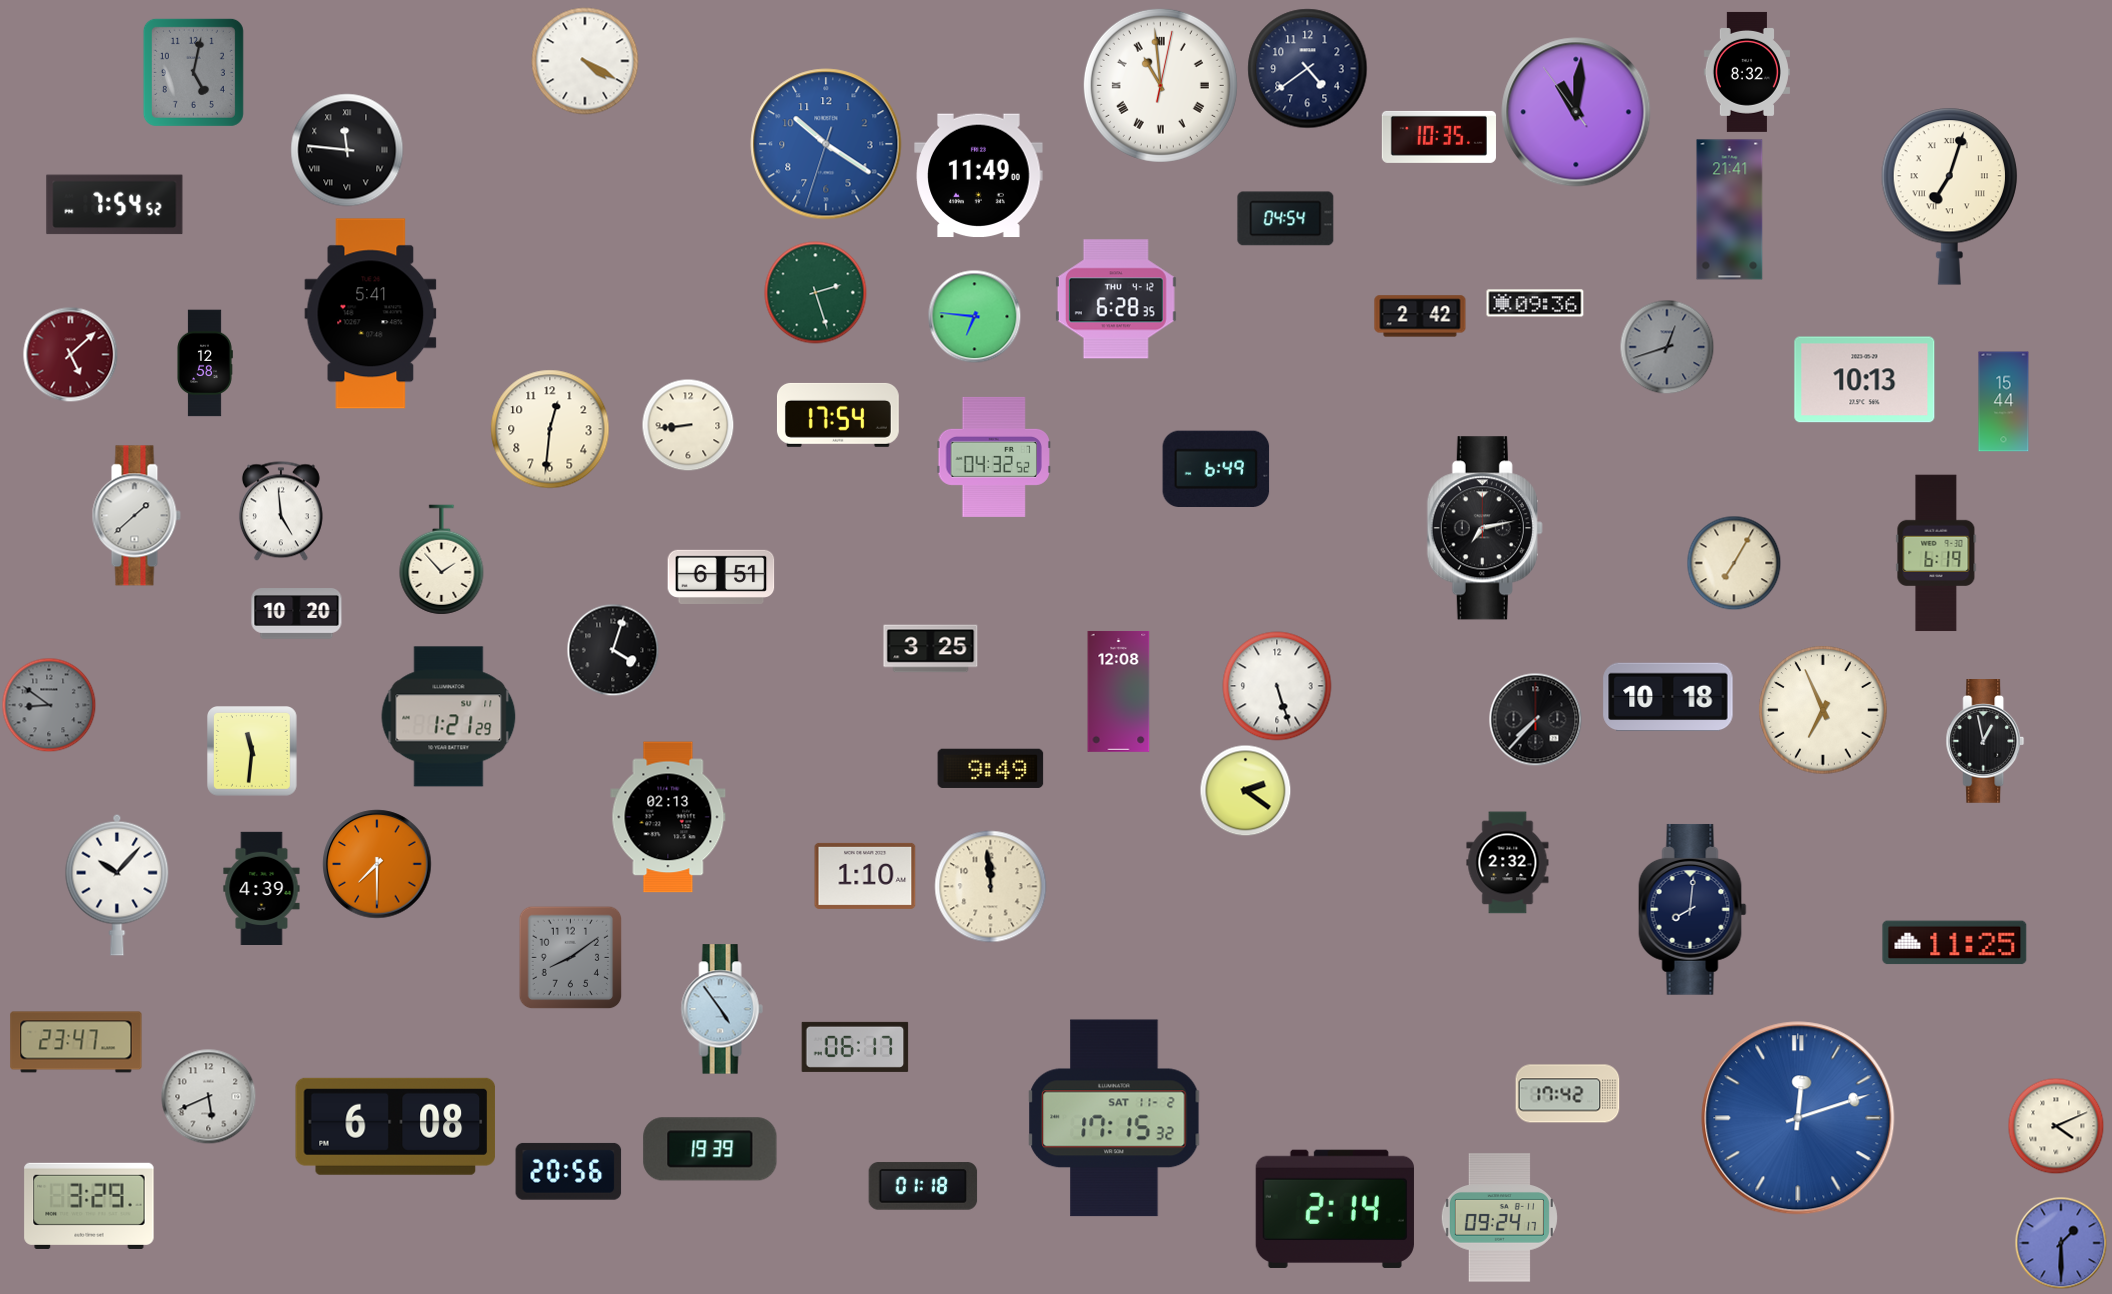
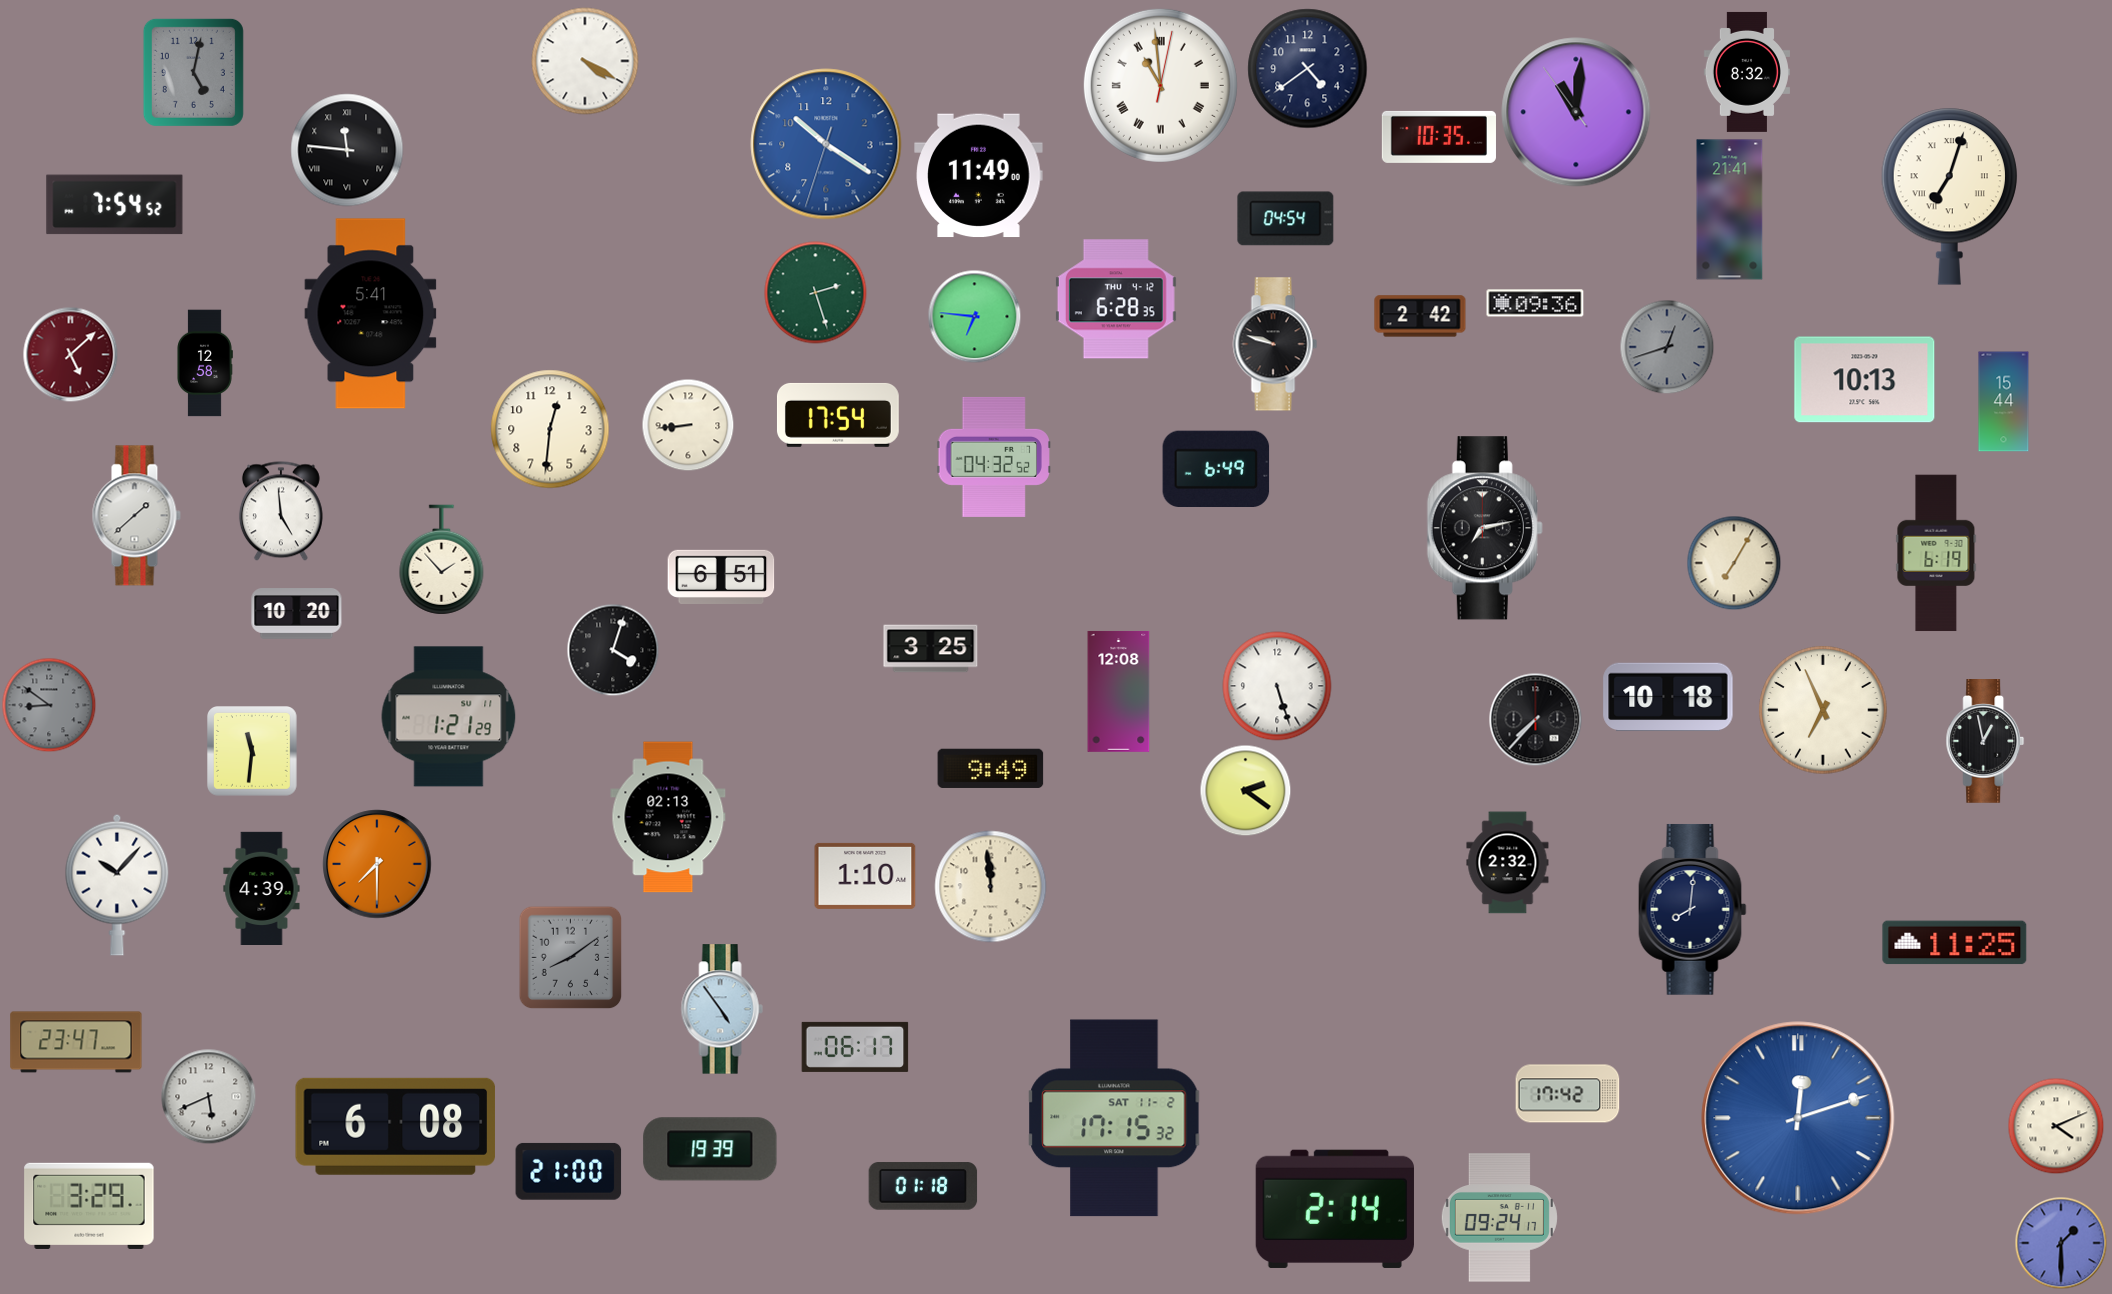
clock at (1275, 344): none -> 9:48
clock at (569, 1171): 20:56 -> 21:00
